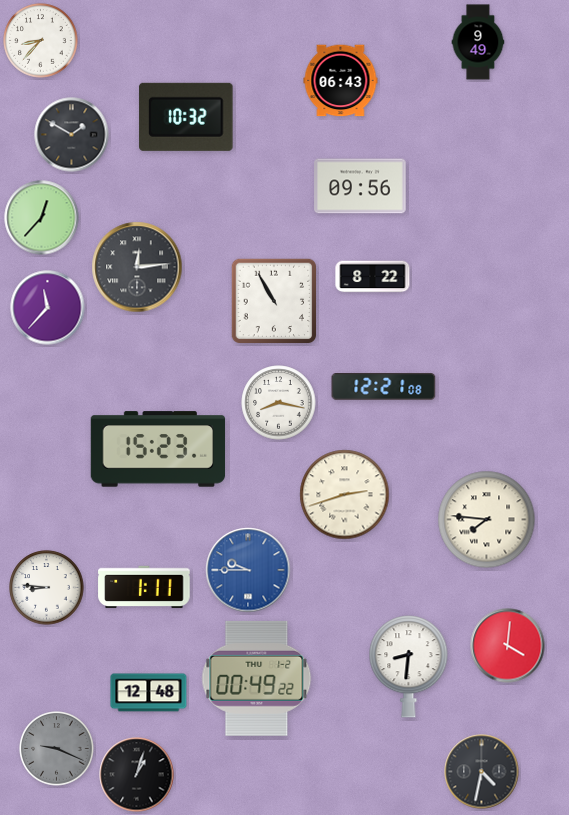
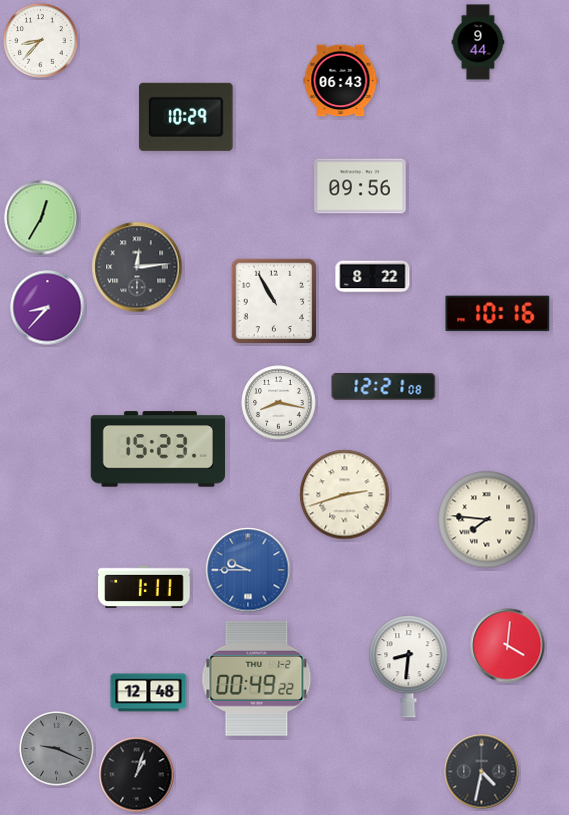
clock at (478, 42): 9:49 -> 9:44
clock at (186, 117): 10:32 -> 10:29
clock at (72, 135): 1:50 -> none
clock at (42, 218): 12:37 -> 12:35
clock at (48, 308): 11:37 -> 8:37
clock at (498, 314): none -> 10:16
clock at (47, 588): 8:46 -> none
